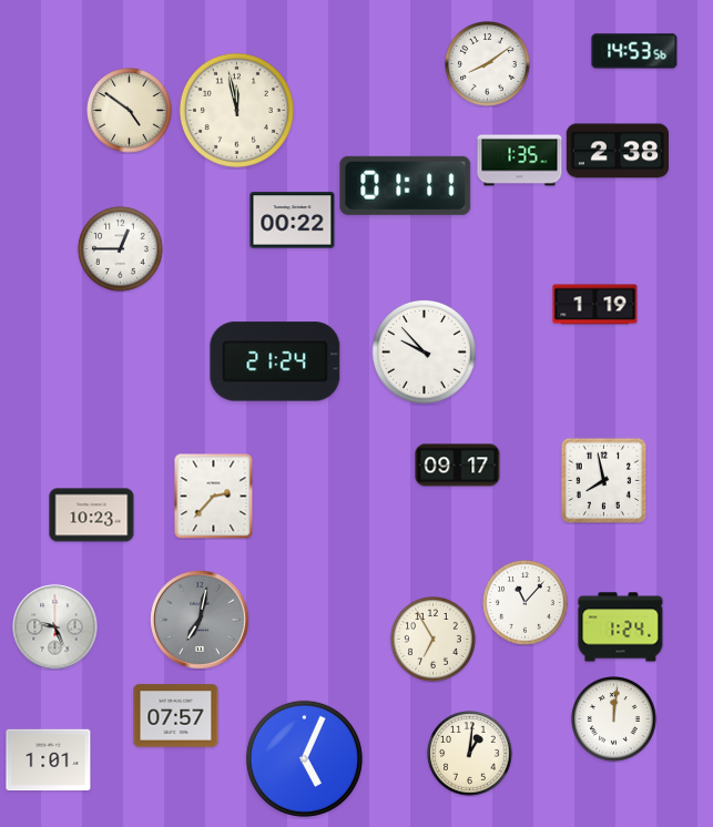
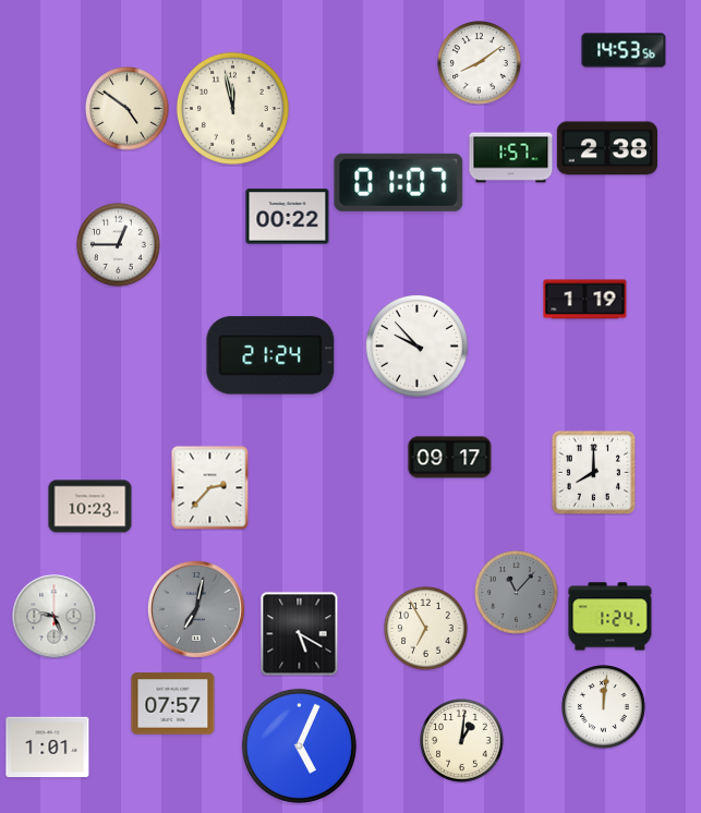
clock at (520, 161): 1:35 -> 1:57
clock at (406, 185): 01:11 -> 01:07
clock at (603, 480): 7:58 -> 8:00
clock at (526, 603) dial: white -> grey
clock at (300, 634): none -> 5:20
